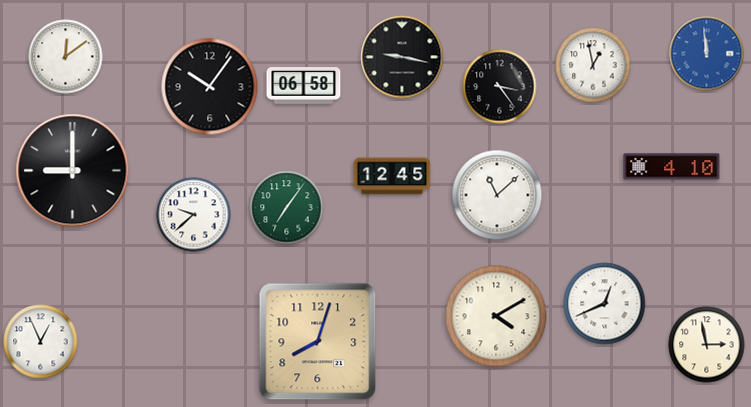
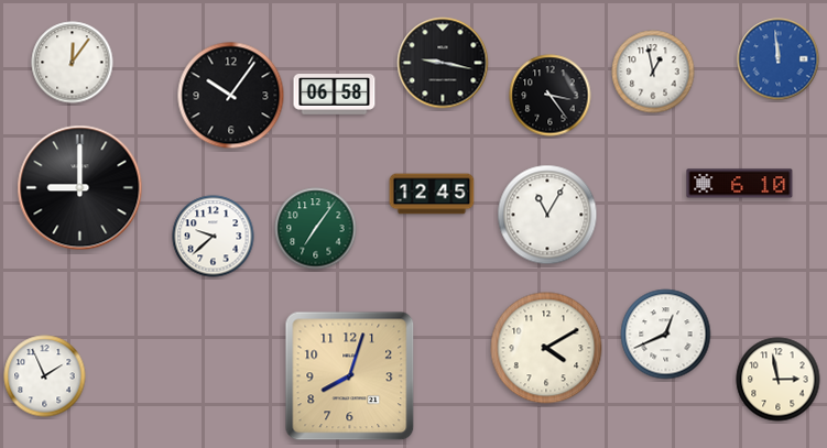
clock at (66, 57): 12:09 -> 12:06
clock at (672, 167): 4:10 -> 6:10
clock at (497, 195): 11:08 -> 11:05
clock at (41, 342): 12:56 -> 1:56
